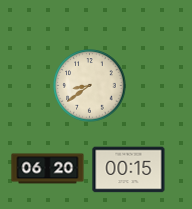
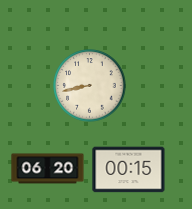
clock at (90, 86): 8:39 -> 8:43
